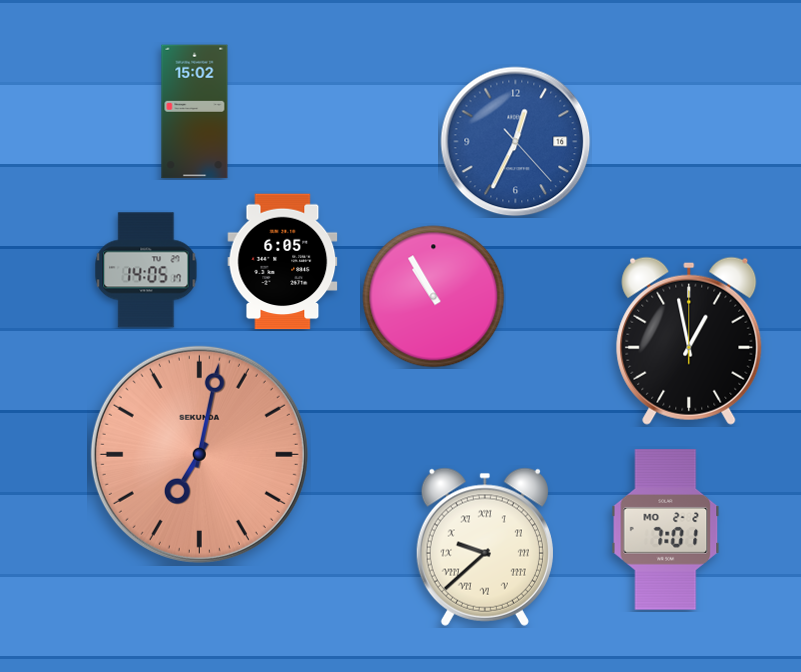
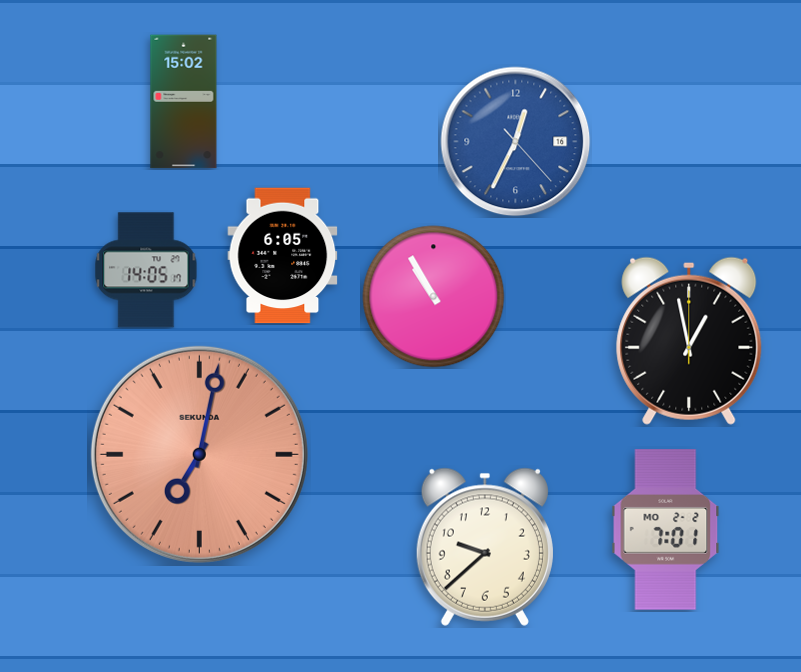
clock at (195, 112) position: (195, 112) -> (184, 102)
clock at (283, 262) position: (283, 262) -> (283, 256)
clock at (485, 547) numerals: Roman -> Arabic
